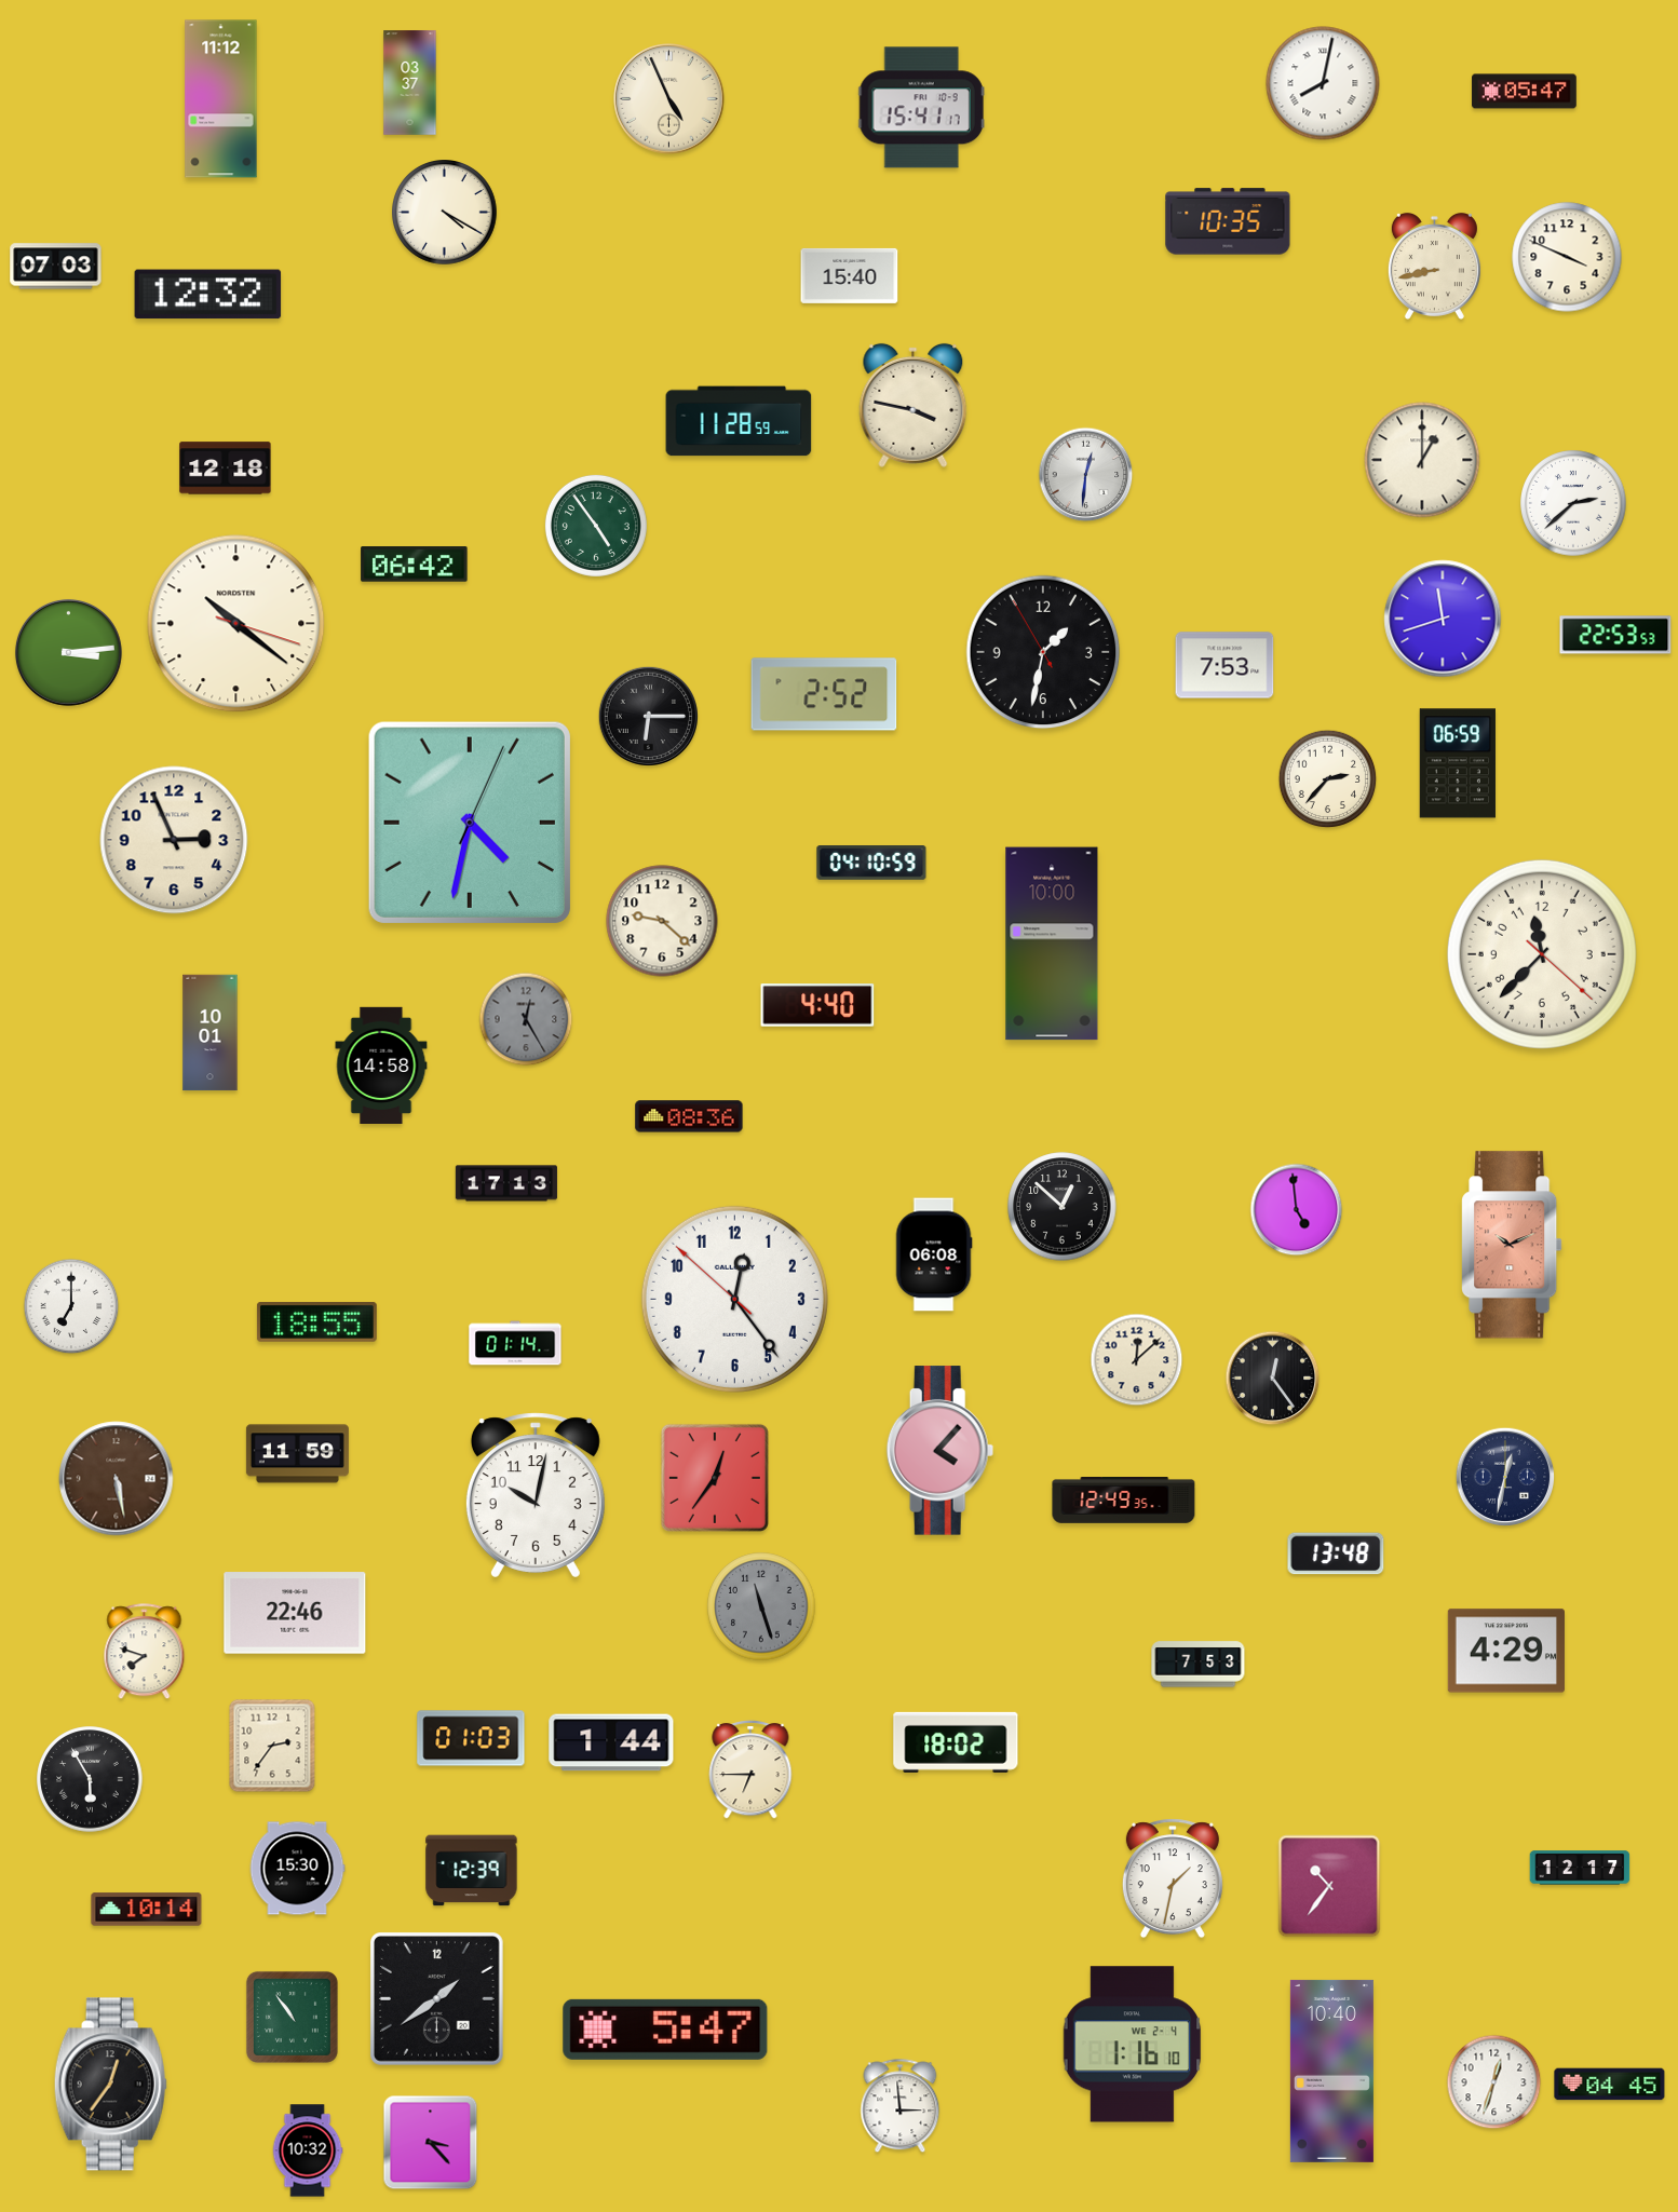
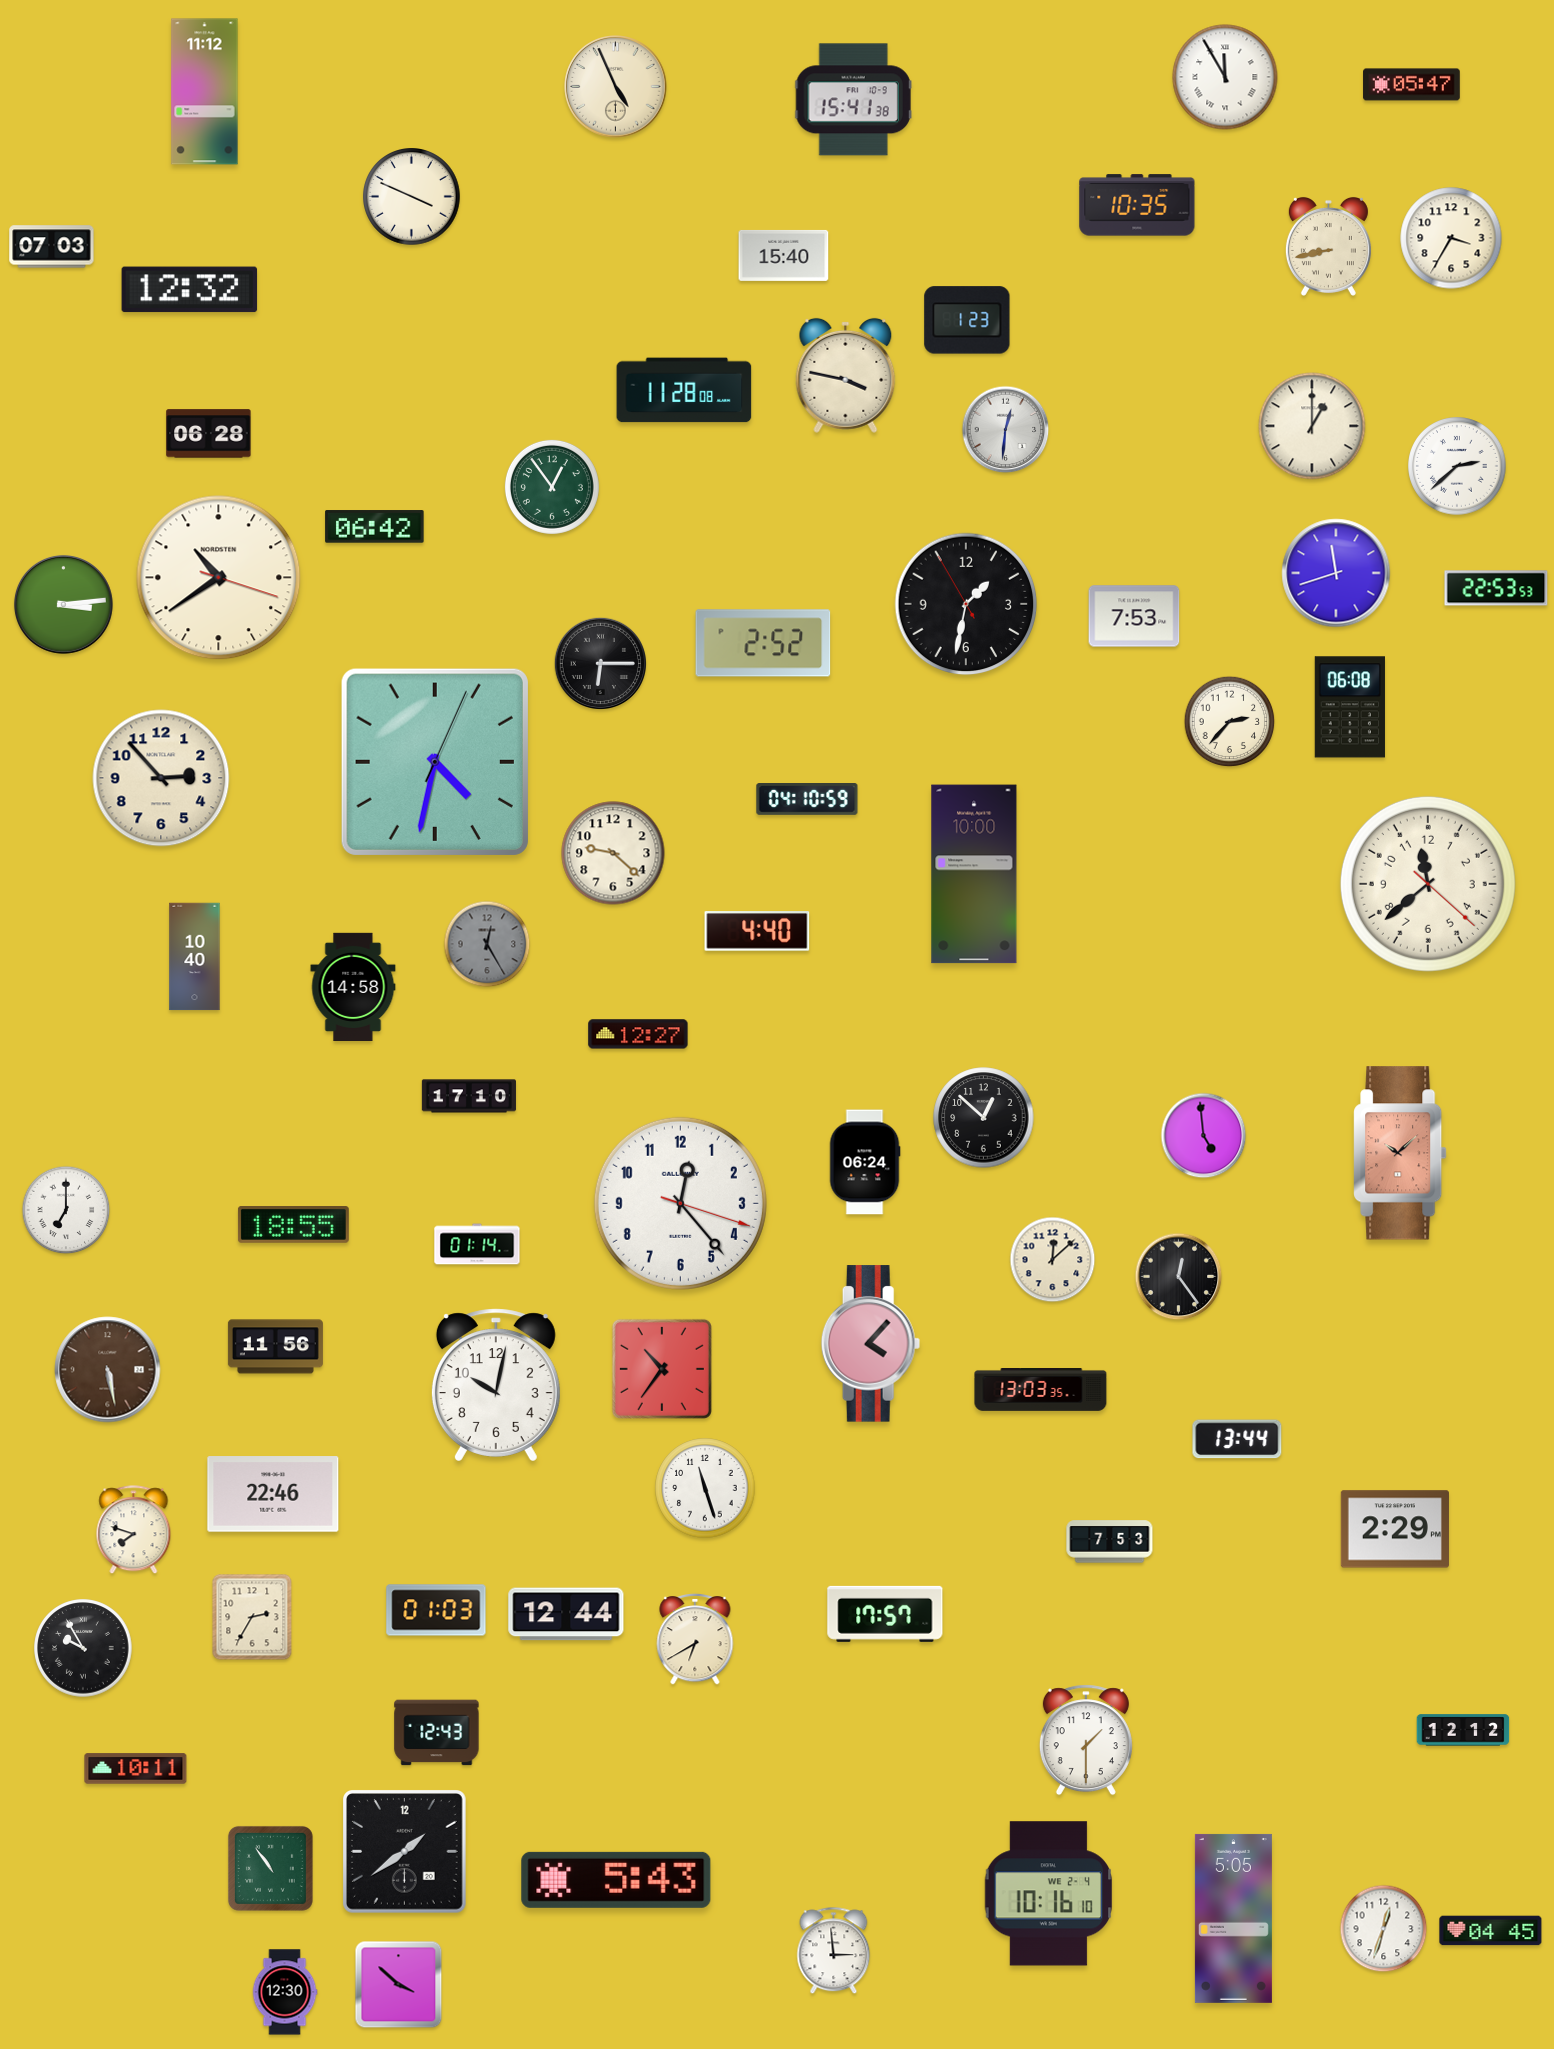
clock at (410, 83): 03:37 -> none
clock at (1323, 83): 8:02 -> 11:55
clock at (669, 99) position: (669, 99) -> (616, 87)
clock at (921, 108): 15:41:17 -> 15:41:38
clock at (445, 213): 4:20 -> 3:49
clock at (1567, 257): 3:49 -> 3:35
clock at (850, 275) position: (850, 275) -> (784, 255)
clock at (208, 295) position: (208, 295) -> (190, 290)
clock at (967, 320): none -> 1:23
clock at (739, 421): 11:28:59 -> 11:28:08
clock at (1422, 460) position: (1422, 460) -> (1312, 426)
clock at (226, 469): 12:18 -> 06:28
clock at (1086, 475) position: (1086, 475) -> (1006, 430)
clock at (596, 526): 4:54 -> 12:54
clock at (415, 565) position: (415, 565) -> (375, 527)
clock at (236, 624): 10:21 -> 10:39
clock at (1458, 763): 06:59 -> 06:08
clock at (174, 840): 2:56 -> 2:53
clock at (1542, 954): 11:37 -> 11:38
clock at (211, 1033): 10:01 -> 10:40
clock at (689, 1116): 08:36 -> 12:27
clock at (506, 1183): 17:13 -> 17:10
clock at (1297, 1210) position: (1297, 1210) -> (1204, 1136)
clock at (1512, 1245): 10:11 -> 10:08
clock at (934, 1254): 06:08 -> 06:24
clock at (734, 1299): 12:23:52 -> 12:23:18
clock at (297, 1454): 11:59 -> 11:56
clock at (1505, 1477): 12:32 -> none
clock at (715, 1478): 12:36 -> 10:36
clock at (1124, 1501): 12:49 -> 13:03
clock at (1336, 1553): 13:48 -> 13:44
clock at (761, 1606) dial: grey -> white
clock at (1506, 1651): 4:29 -> 2:29
clock at (611, 1742): 1:44 -> 12:44
clock at (956, 1742): 18:02 -> 17:57
clock at (272, 1746): 2:36 -> 2:35
clock at (750, 1769): 6:45 -> 6:40
clock at (90, 1779): 5:55 -> 9:55
clock at (1580, 1868): 12:17 -> 12:12
clock at (297, 1869): 15:30 -> none
clock at (472, 1871): 12:39 -> 12:43
clock at (1173, 1878): 1:32 -> 1:30
clock at (1329, 1886): 10:36 -> none
clock at (147, 1910): 10:14 -> 10:11
clock at (665, 2030): 5:47 -> 5:43
clock at (1133, 2045): 1:16 -> 10:16
clock at (1331, 2071): 10:40 -> 5:05
clock at (110, 2085): 12:36 -> none
clock at (431, 2143): 3:23 -> 3:52
clock at (308, 2150): 10:32 -> 12:30
